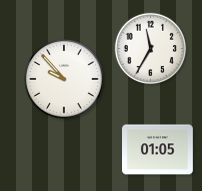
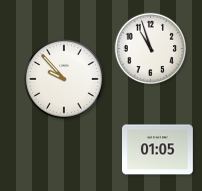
clock at (151, 49): 11:35 -> 10:57
